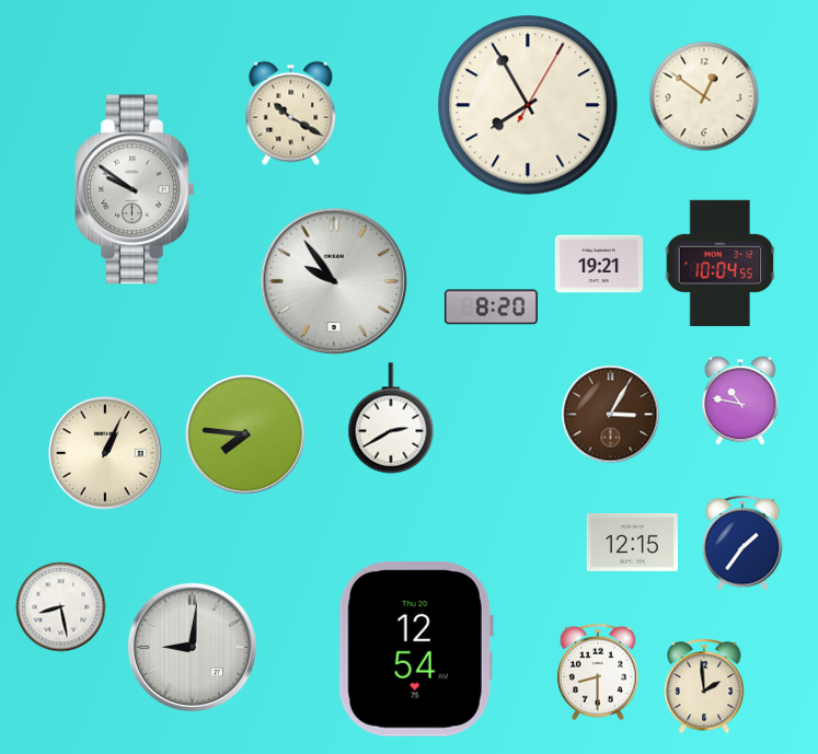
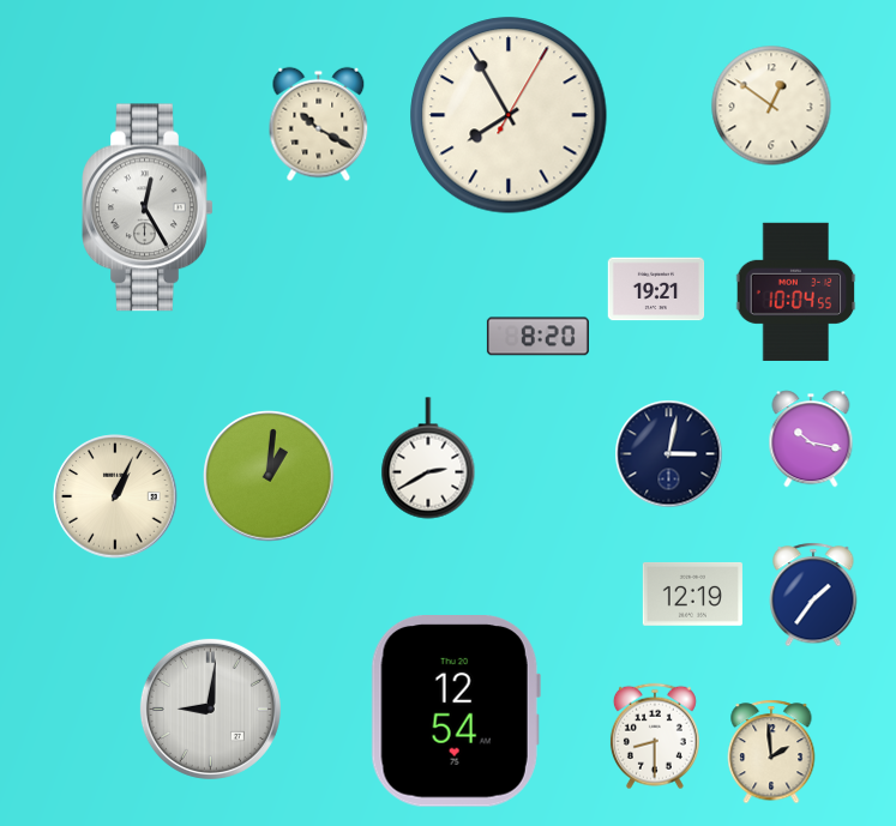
clock at (528, 105) position: (528, 105) -> (509, 115)
clock at (135, 189): 9:51 -> 12:25
clock at (721, 263) position: (721, 263) -> (796, 291)
clock at (334, 281): 9:54 -> none
clock at (740, 401): 10:47 -> 10:17
clock at (611, 415): 3:05 -> 3:02
clock at (611, 415) dial: brown -> navy
clock at (246, 436): 7:46 -> 1:01
clock at (632, 542): 12:15 -> 12:19
clock at (61, 607): 8:28 -> none
